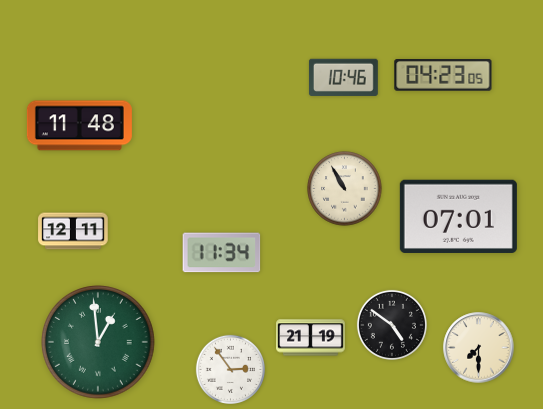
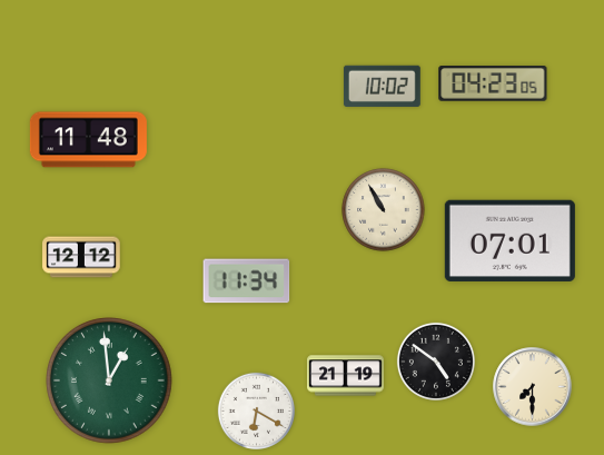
clock at (343, 77): 10:46 -> 10:02
clock at (73, 231): 12:11 -> 12:12
clock at (230, 369): 2:54 -> 6:20
